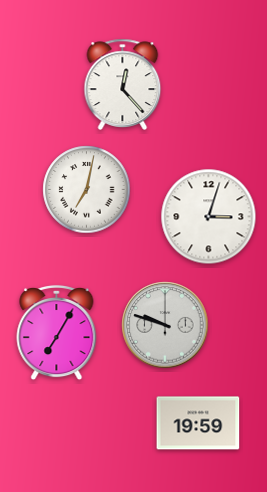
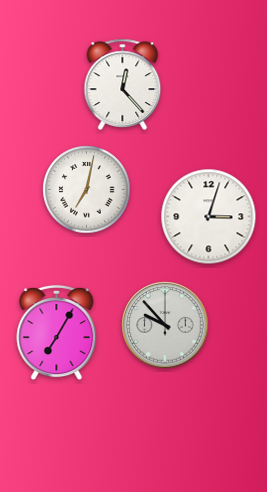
clock at (165, 325): 9:48 -> 9:53
clock at (198, 423): 19:59 -> none
